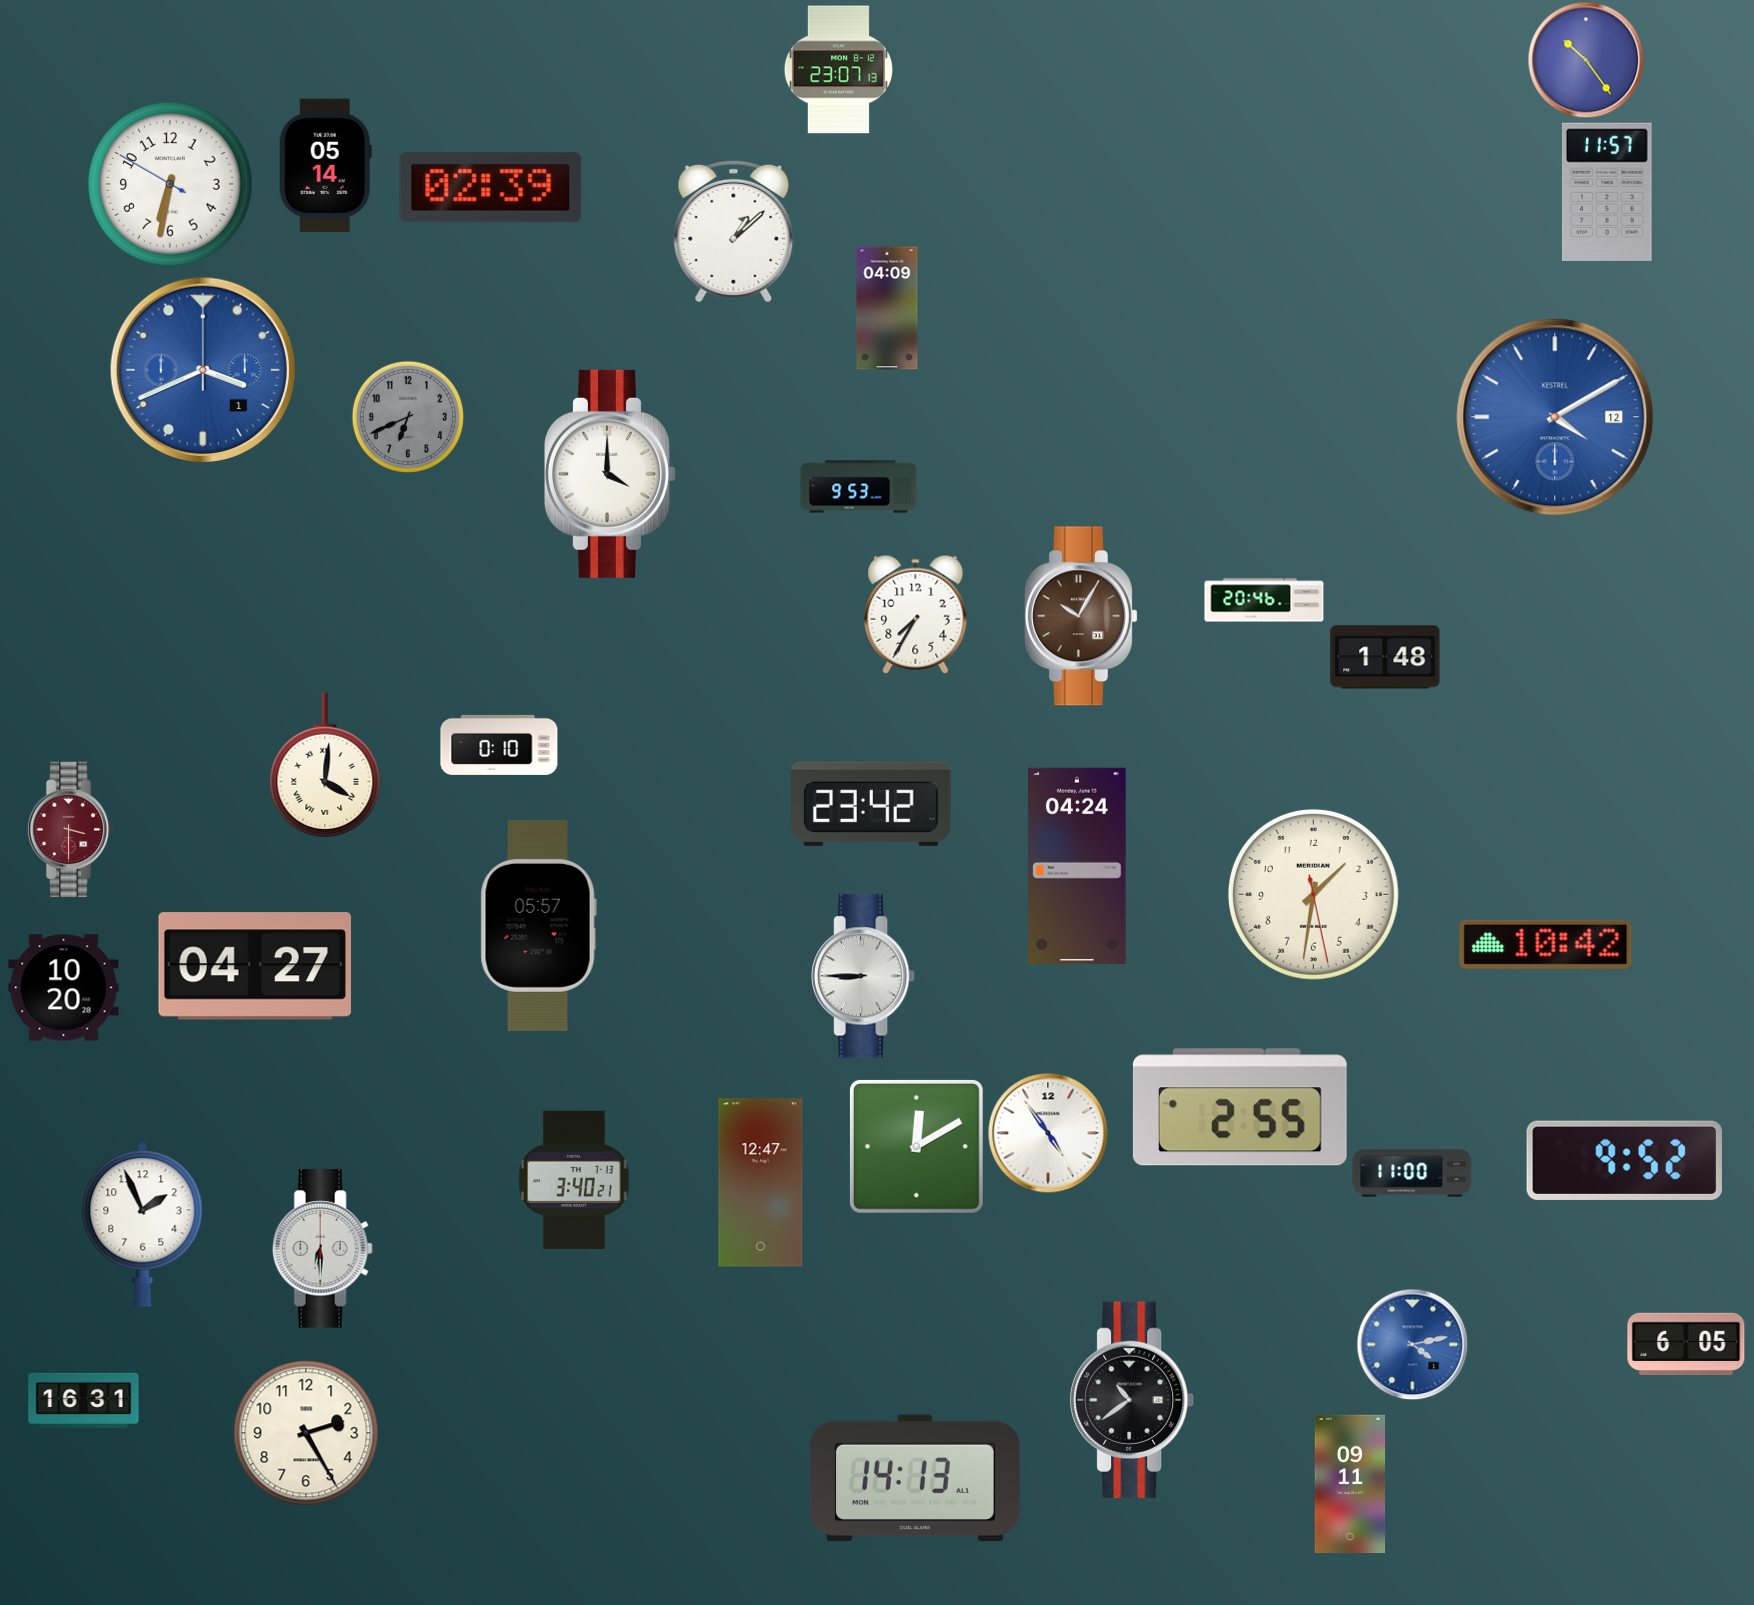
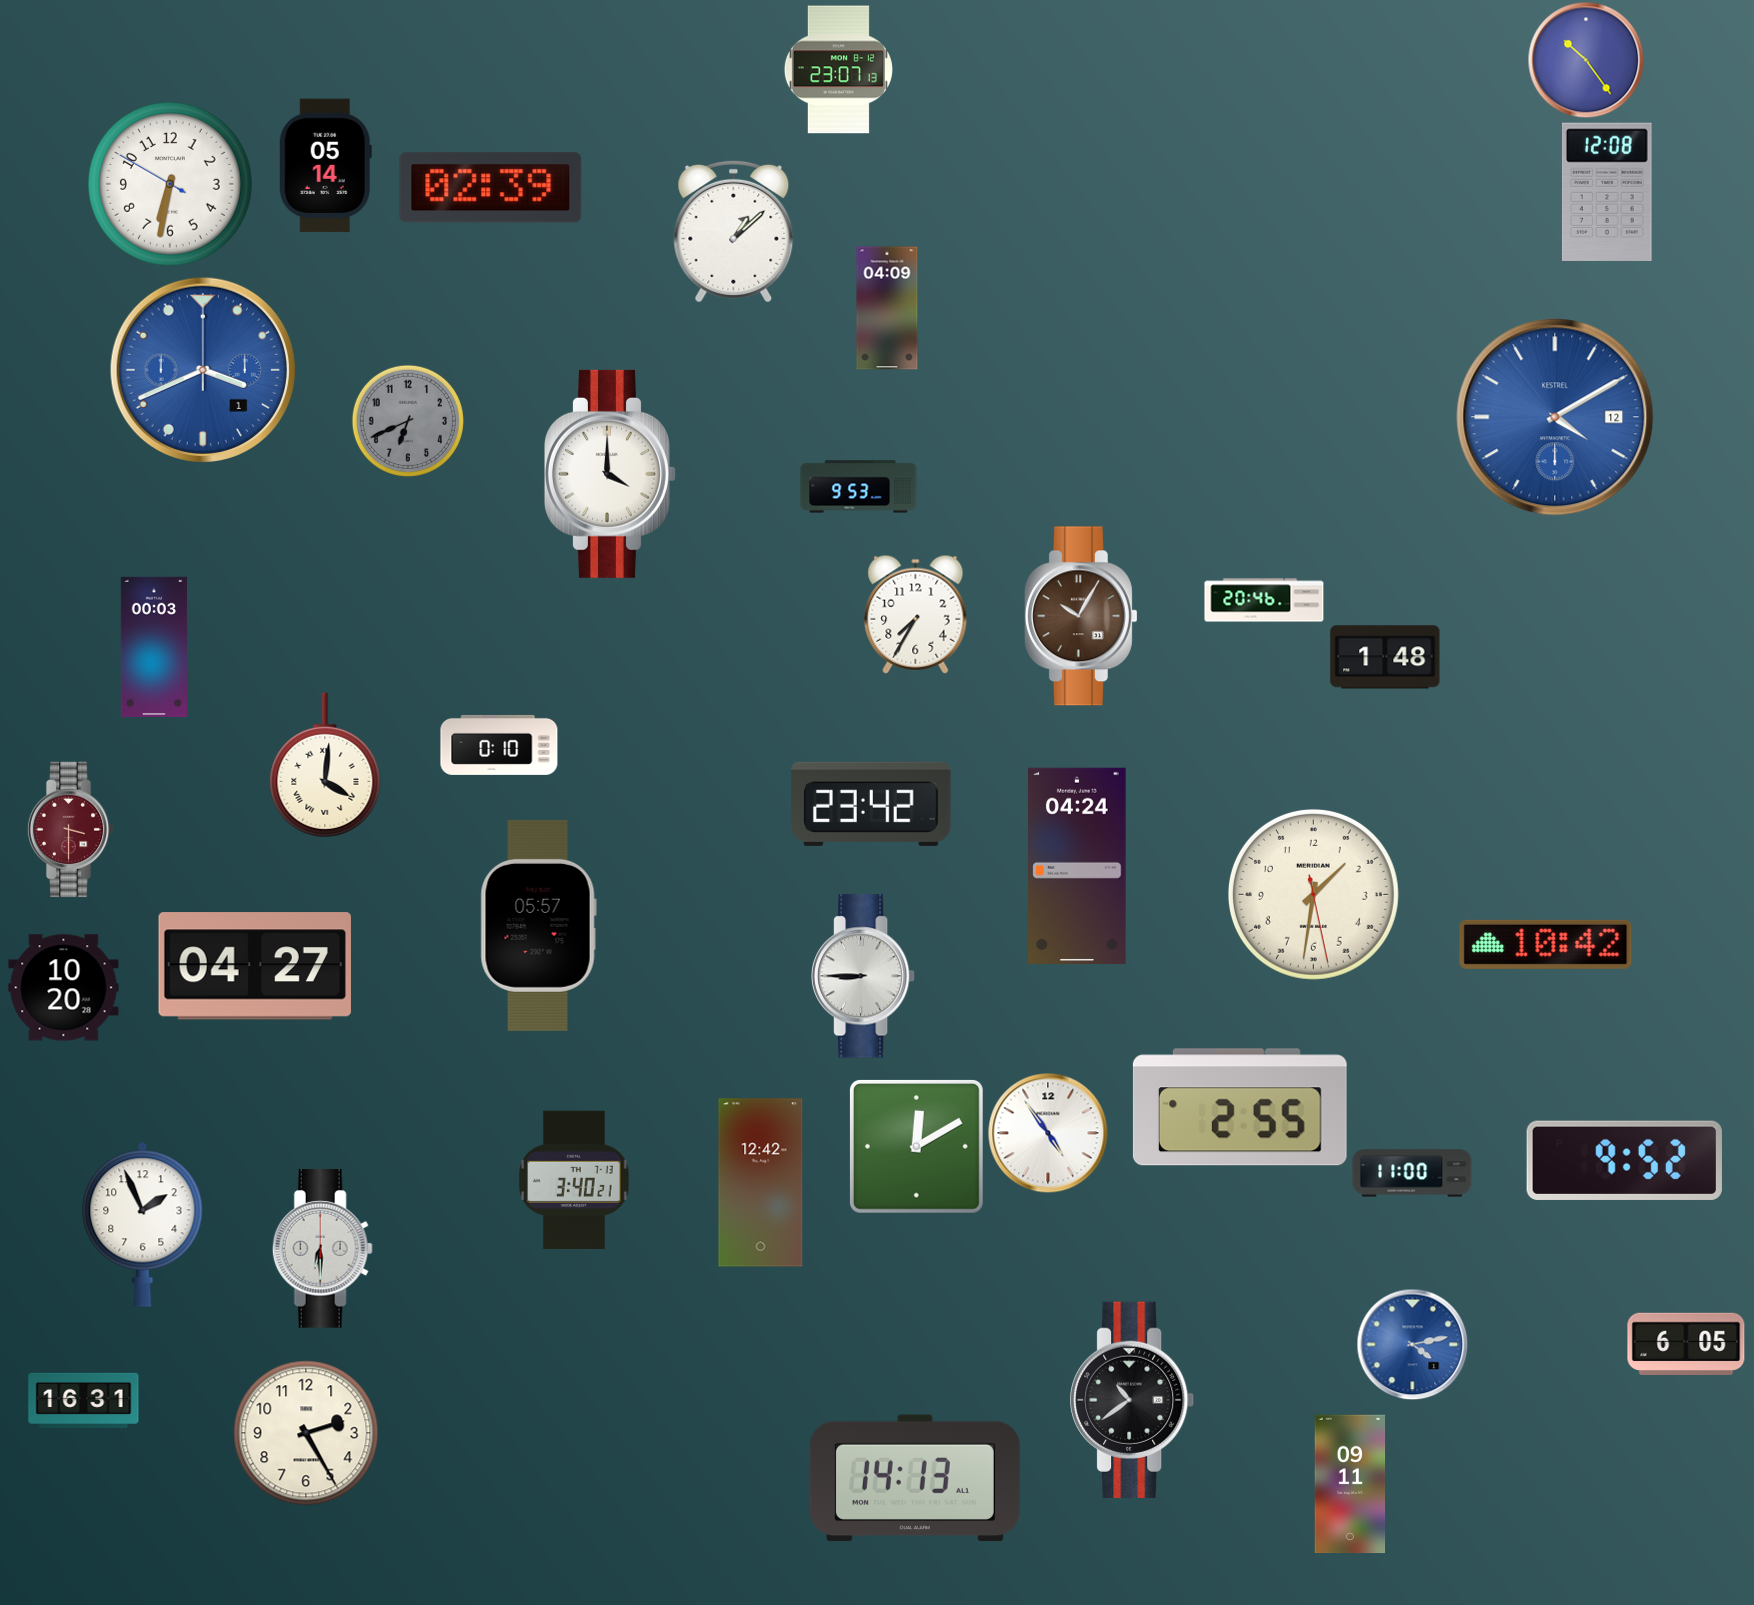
clock at (1607, 192): 11:57 -> 12:08
clock at (408, 417) position: (408, 417) -> (408, 421)
clock at (154, 646): none -> 00:03
clock at (761, 1183): 12:47 -> 12:42
